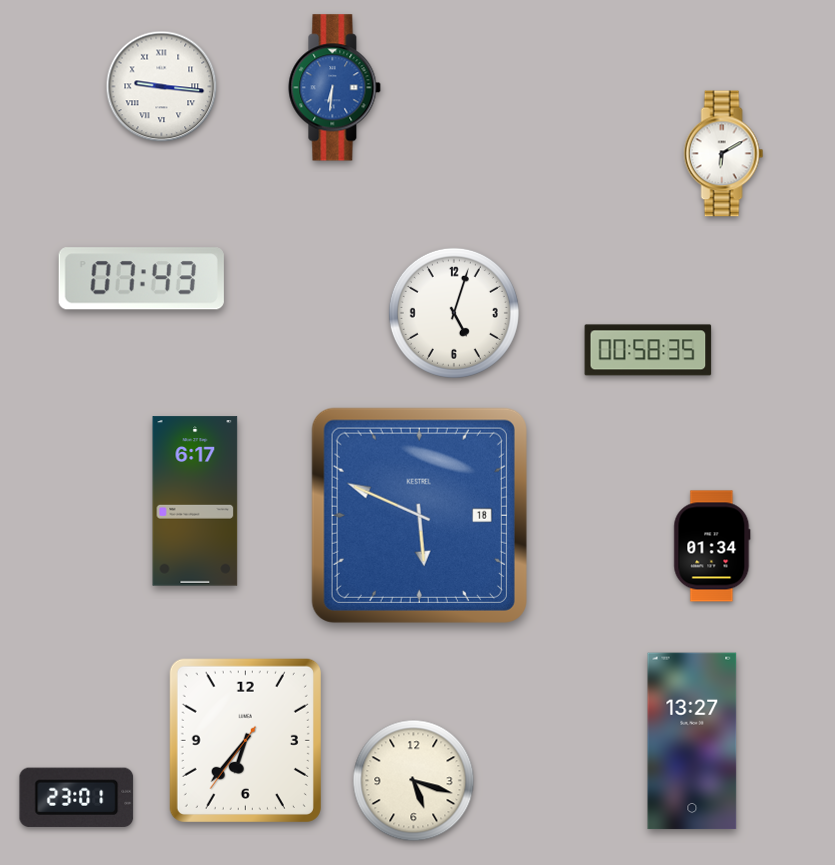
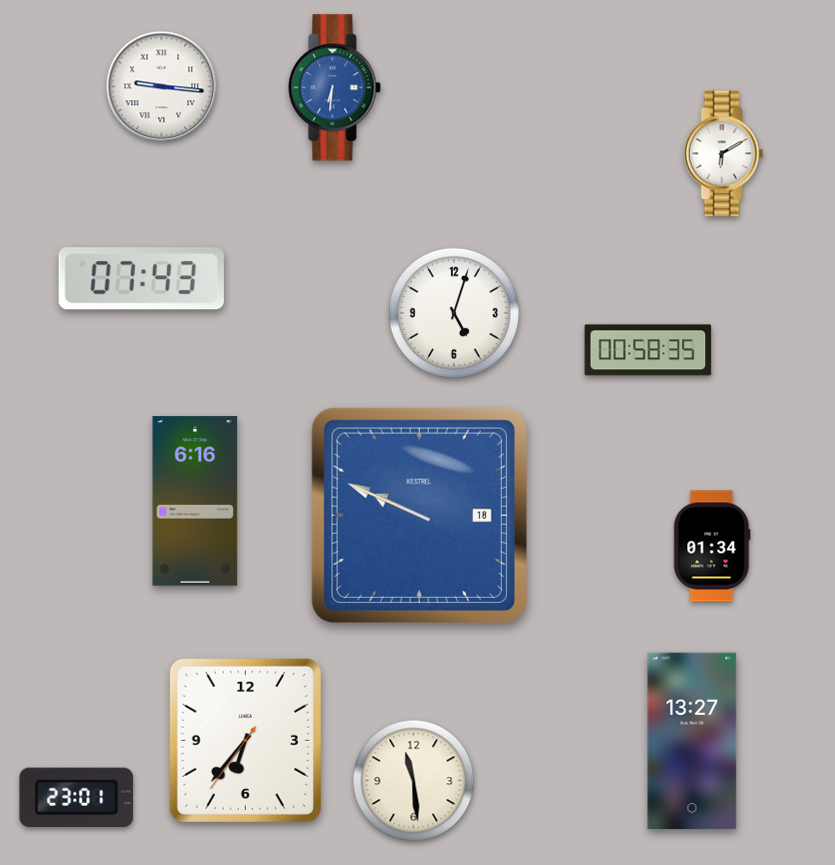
clock at (195, 501): 6:17 -> 6:16
clock at (419, 515): 5:49 -> 9:49
clock at (414, 781): 5:18 -> 11:29
